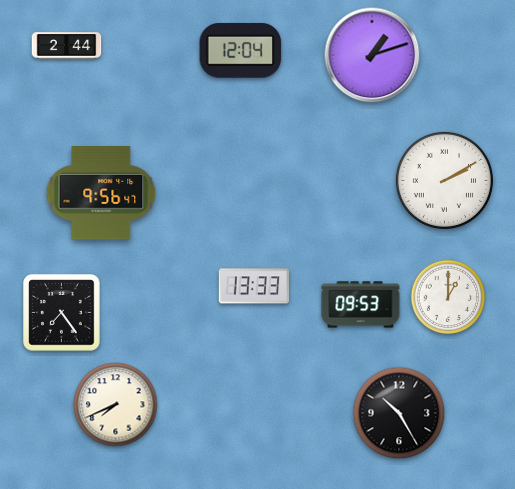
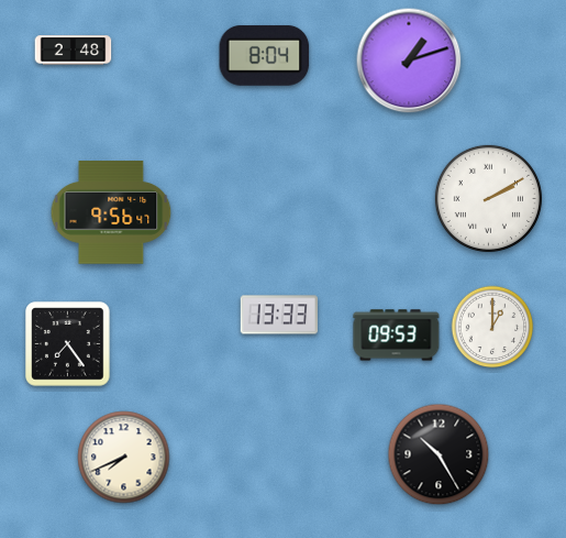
clock at (67, 46): 2:44 -> 2:48
clock at (241, 50): 12:04 -> 8:04
clock at (116, 405) position: (116, 405) -> (124, 458)
